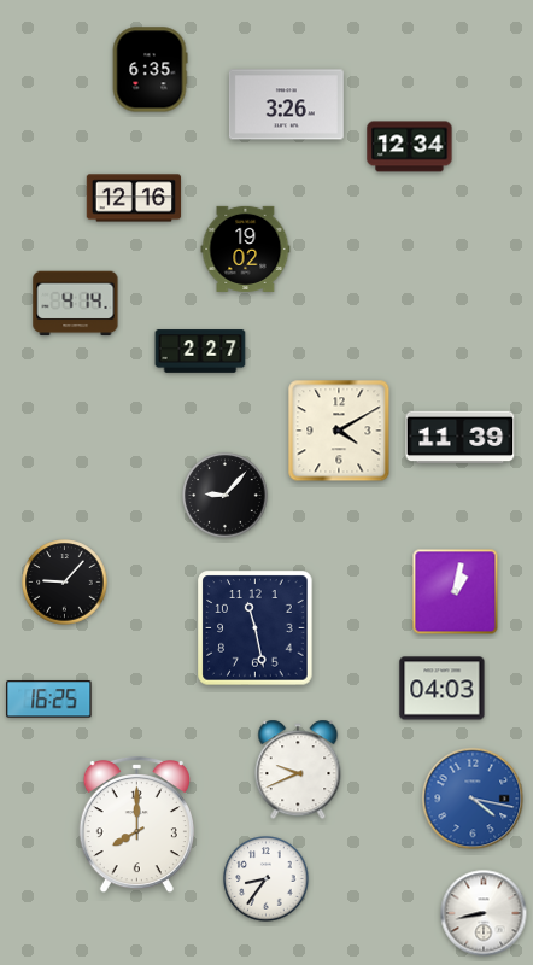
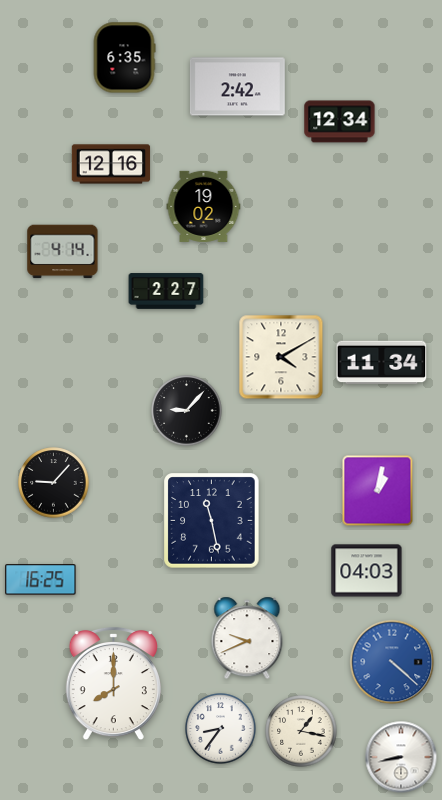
clock at (286, 105): 3:26 -> 2:42
clock at (461, 438): 11:39 -> 11:34
clock at (473, 799): 4:17 -> 4:22
clock at (301, 731): none -> 1:17
